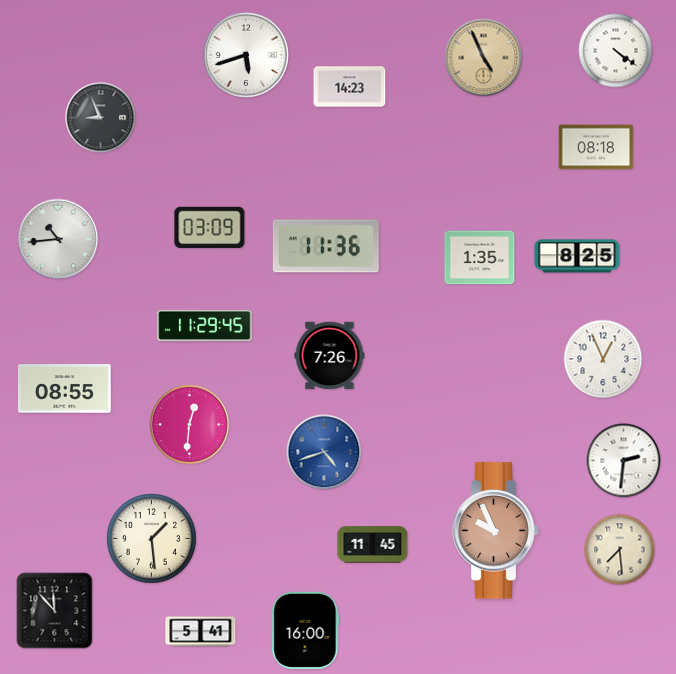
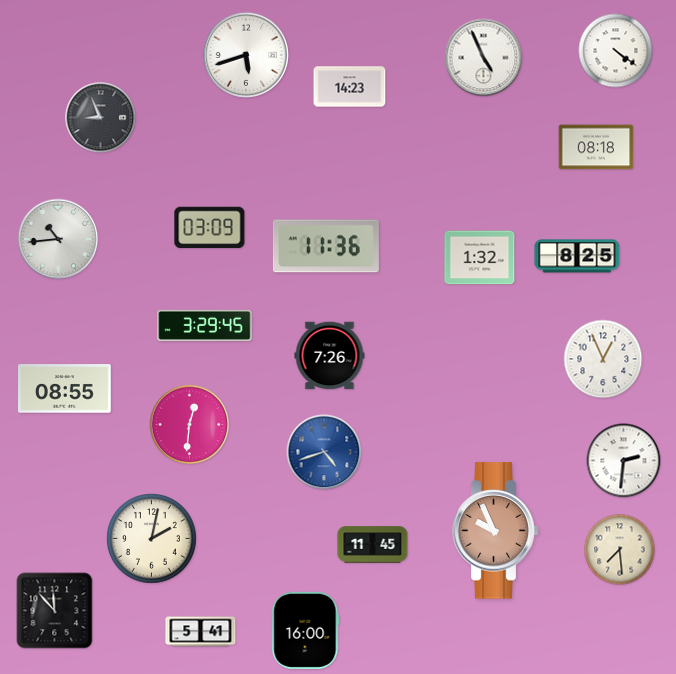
clock at (484, 58) dial: champagne -> white
clock at (480, 258): 1:35 -> 1:32
clock at (205, 325): 11:29 -> 3:29
clock at (152, 539): 1:29 -> 2:02
